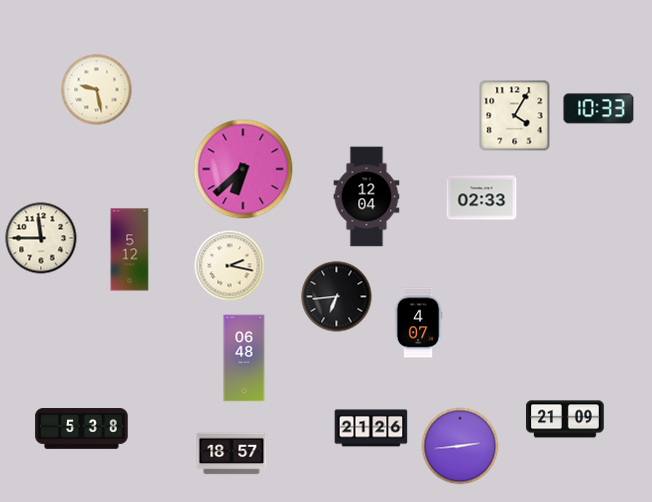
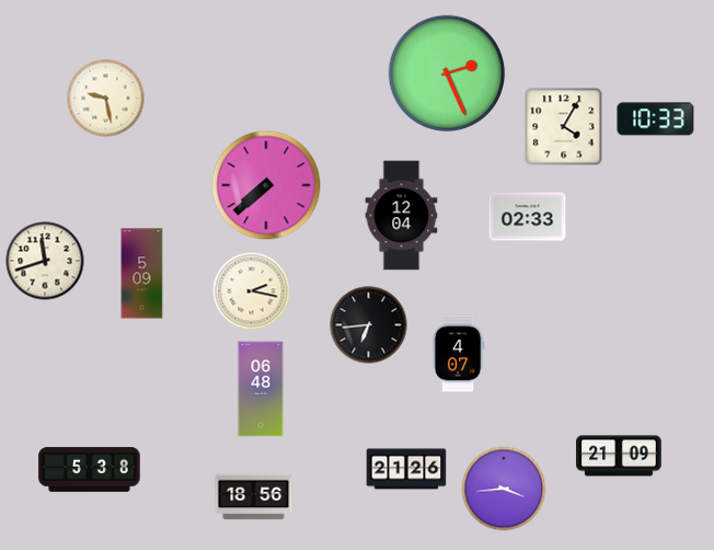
clock at (447, 73): none -> 2:26
clock at (243, 169): 6:38 -> 7:38
clock at (41, 238): 11:45 -> 11:42
clock at (130, 250): 5:12 -> 5:09
clock at (244, 358) position: (244, 358) -> (261, 389)
clock at (565, 419) position: (565, 419) -> (619, 456)
clock at (460, 446): 2:44 -> 3:44
clock at (232, 454): 18:57 -> 18:56
